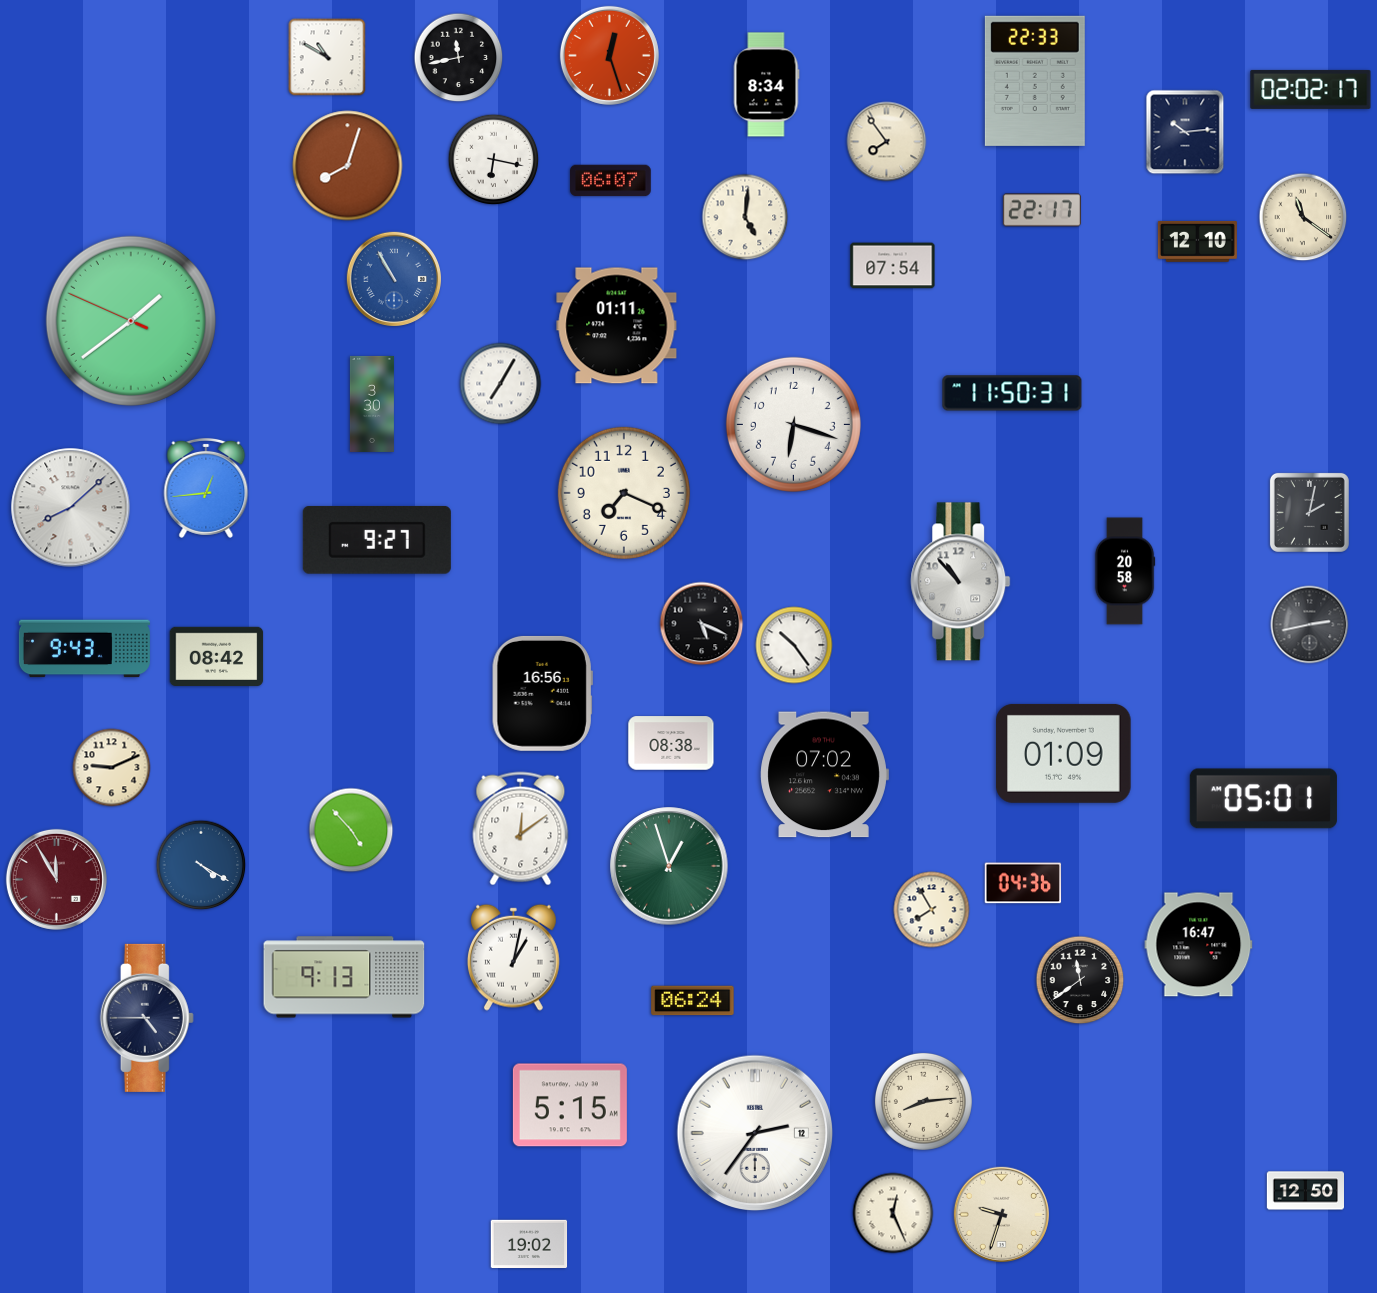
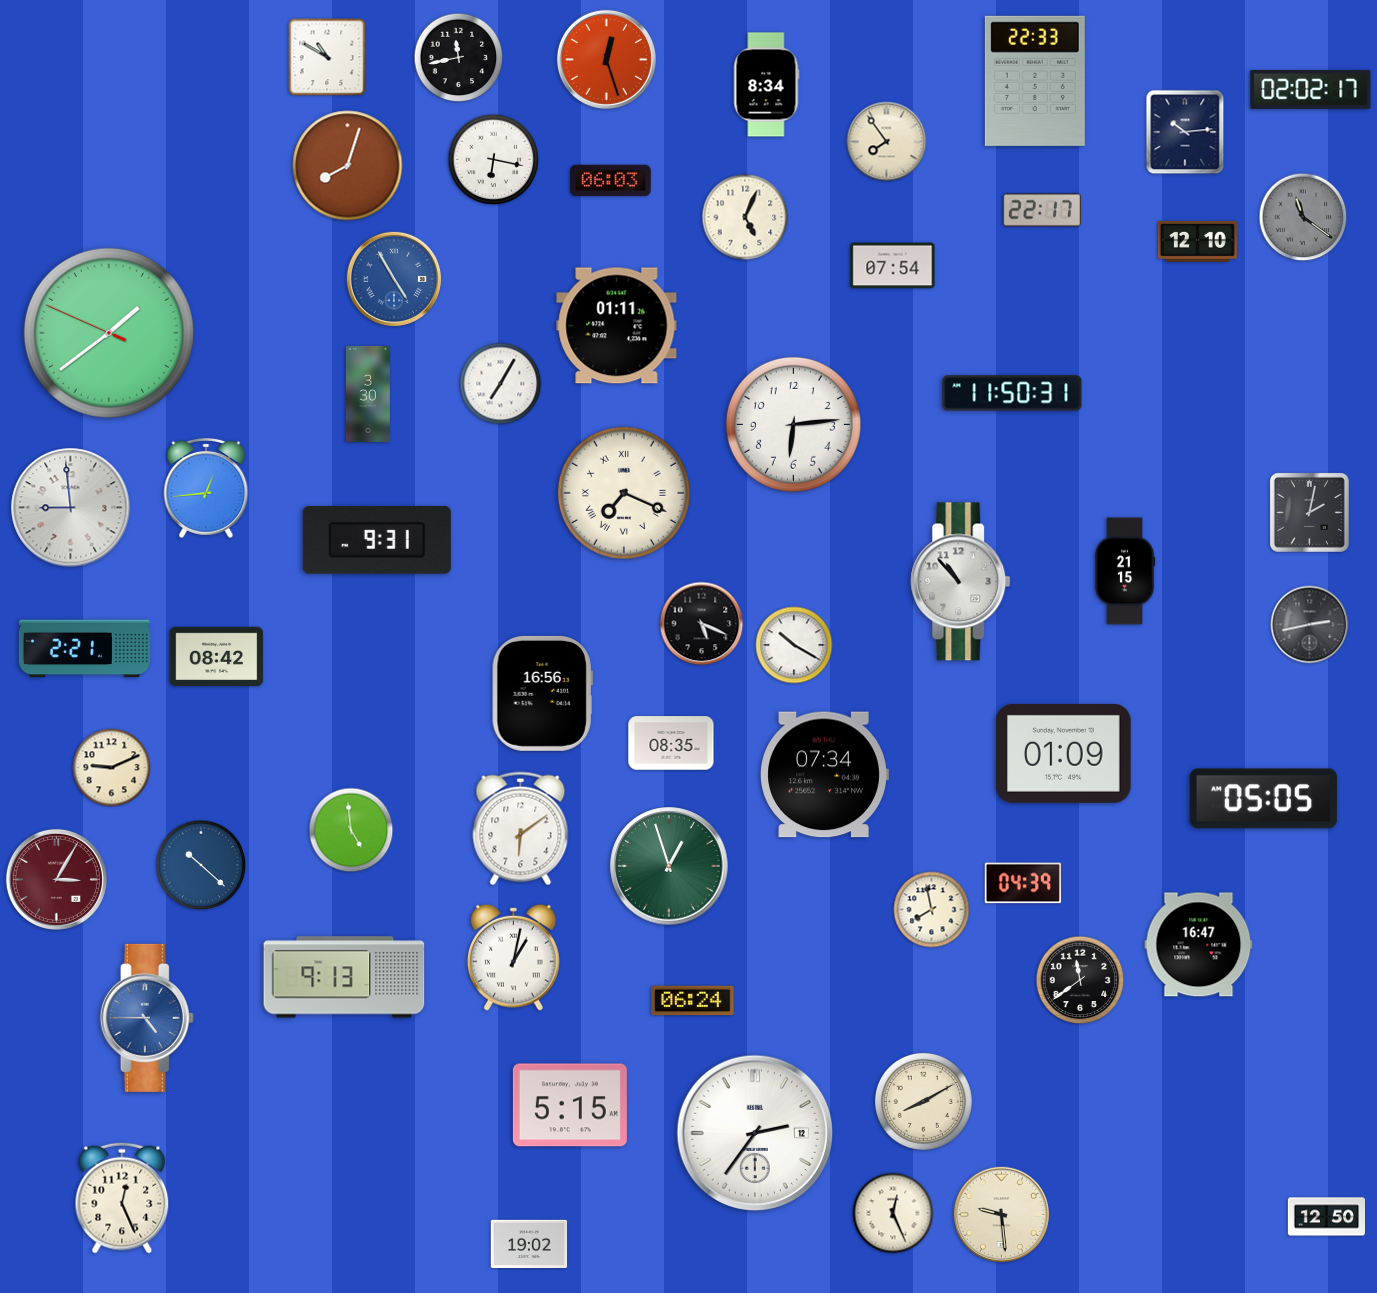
clock at (609, 55) position: (609, 55) -> (606, 59)
clock at (611, 181): 06:07 -> 06:03
clock at (745, 217): 5:01 -> 5:04
clock at (1303, 217) dial: cream -> grey
clock at (393, 278): 10:55 -> 4:55
clock at (131, 321) position: (131, 321) -> (109, 333)
clock at (372, 404) position: (372, 404) -> (368, 394)
clock at (793, 424): 6:18 -> 6:14
clock at (624, 493) numerals: Arabic -> Roman
clock at (71, 508): 8:08 -> 8:59
clock at (377, 540): 9:27 -> 9:31
clock at (1125, 571): 20:58 -> 21:15
clock at (794, 645): 10:24 -> 10:20
clock at (84, 649): 9:43 -> 2:21
clock at (671, 743): 08:38 -> 08:35
clock at (824, 775): 07:02 -> 07:34
clock at (1263, 799): 05:01 -> 05:05
clock at (521, 829): 12:09 -> 6:09
clock at (351, 830): 4:53 -> 4:59
clock at (201, 865): 4:20 -> 10:22
clock at (56, 879): 11:55 -> 3:05
clock at (1023, 883): 04:36 -> 04:39
clock at (932, 910): 7:55 -> 7:58
clock at (147, 1018) dial: navy -> blue
clock at (923, 1101): 8:14 -> 8:10
clock at (1305, 1191) position: (1305, 1191) -> (1326, 1217)
clock at (122, 1198): none -> 12:26
clock at (1001, 1214): 9:33 -> 9:29
